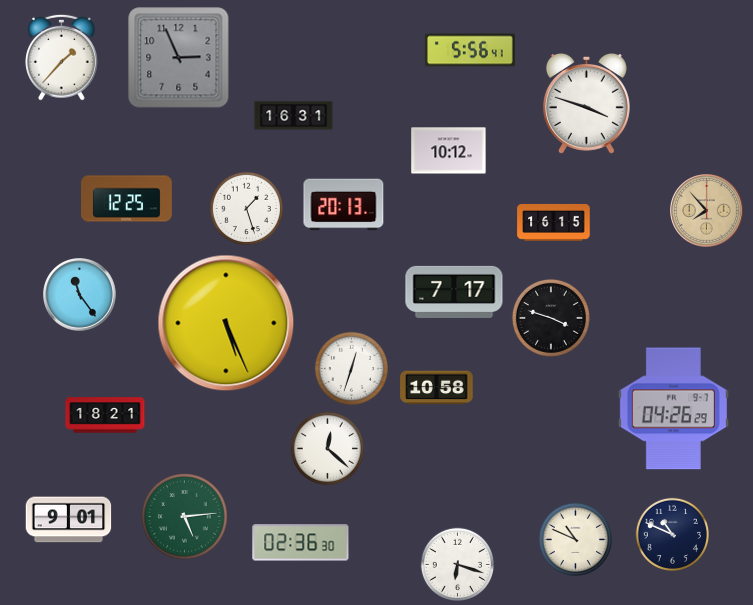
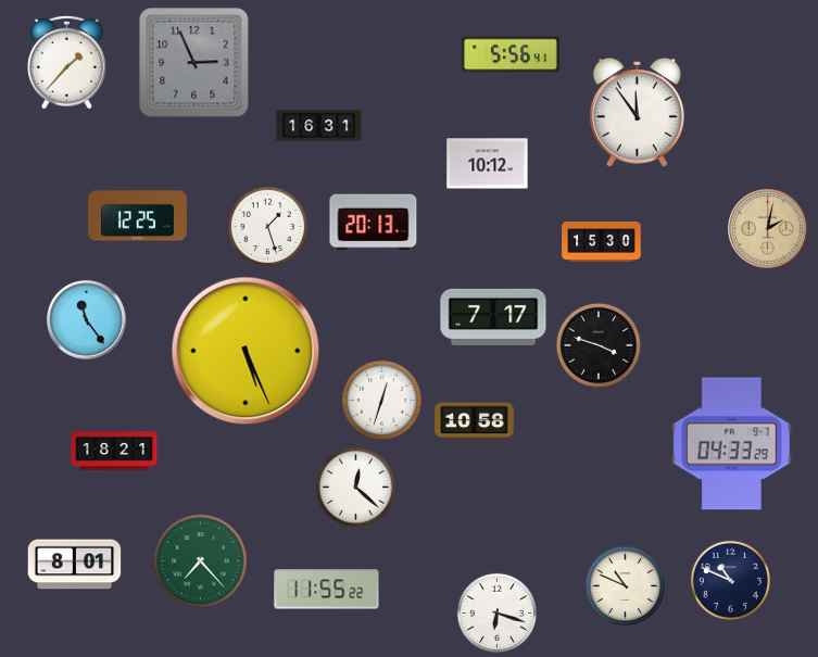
clock at (586, 104): 3:48 -> 11:54
clock at (707, 211): 7:53 -> 2:02
clock at (554, 222): 16:15 -> 15:30
clock at (673, 409): 04:26 -> 04:33
clock at (185, 517): 5:14 -> 7:23
clock at (69, 520): 9:01 -> 8:01
clock at (301, 543): 02:36 -> 11:55
